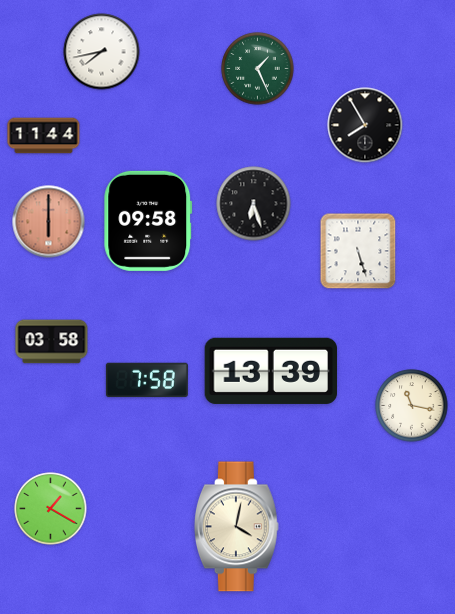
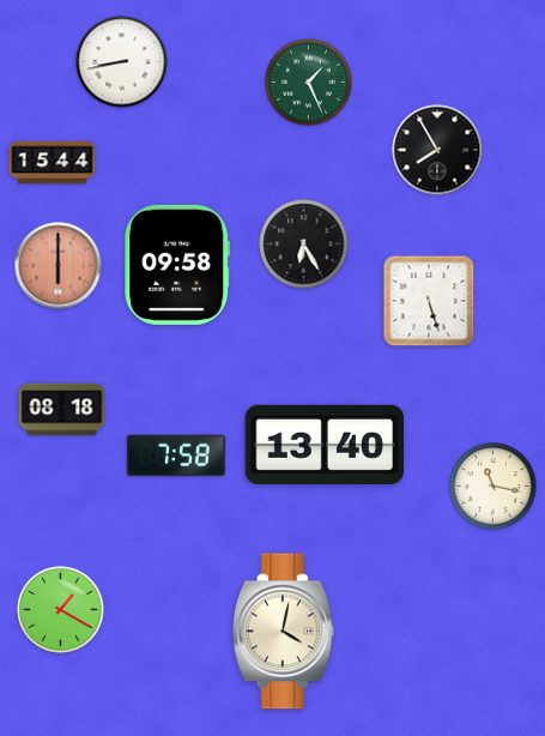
clock at (102, 52): 7:43 -> 8:43
clock at (44, 136): 11:44 -> 15:44
clock at (254, 204): 6:27 -> 6:25
clock at (52, 342): 03:58 -> 08:18
clock at (271, 371): 13:39 -> 13:40
